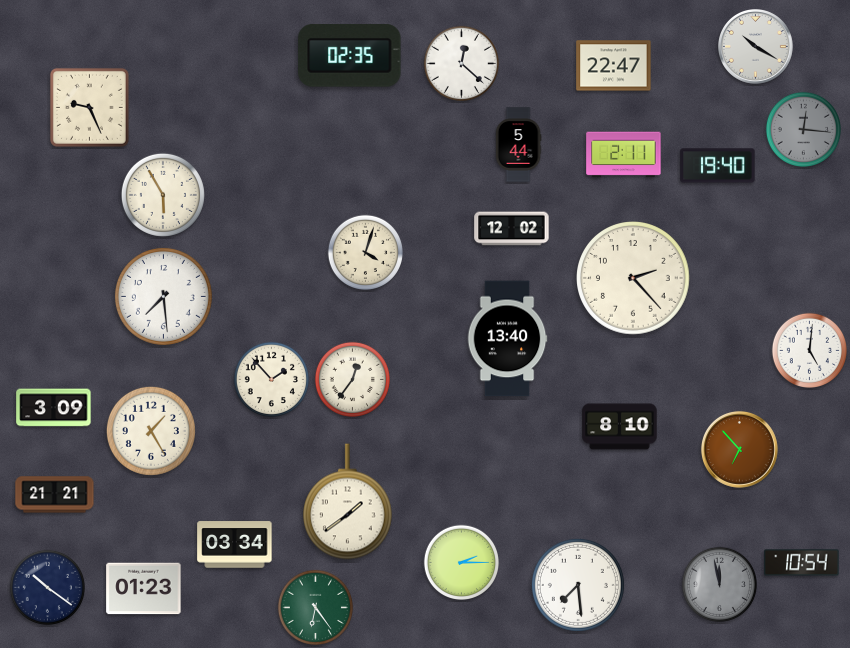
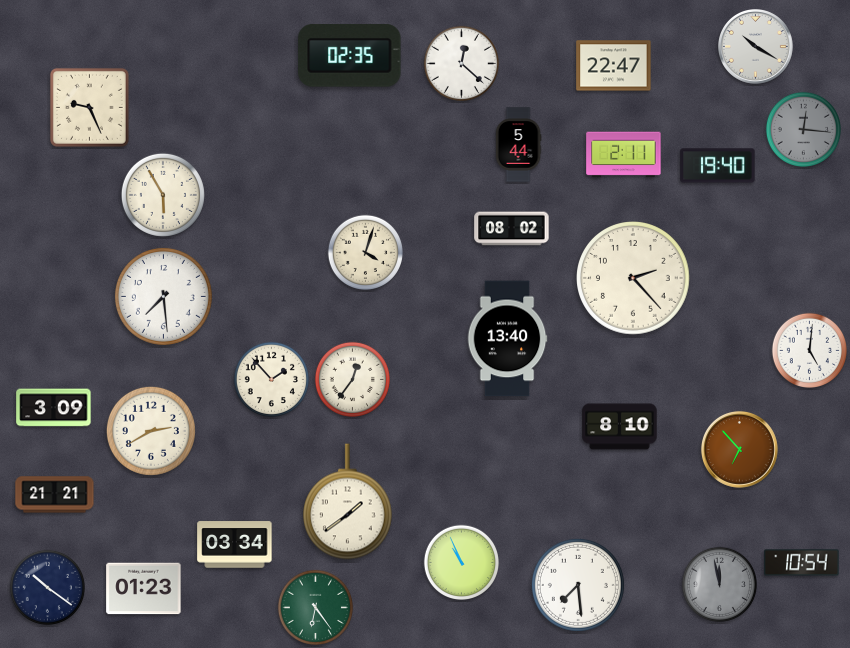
clock at (512, 229): 12:02 -> 08:02
clock at (151, 431): 1:25 -> 2:40
clock at (461, 562): 2:15 -> 10:56
